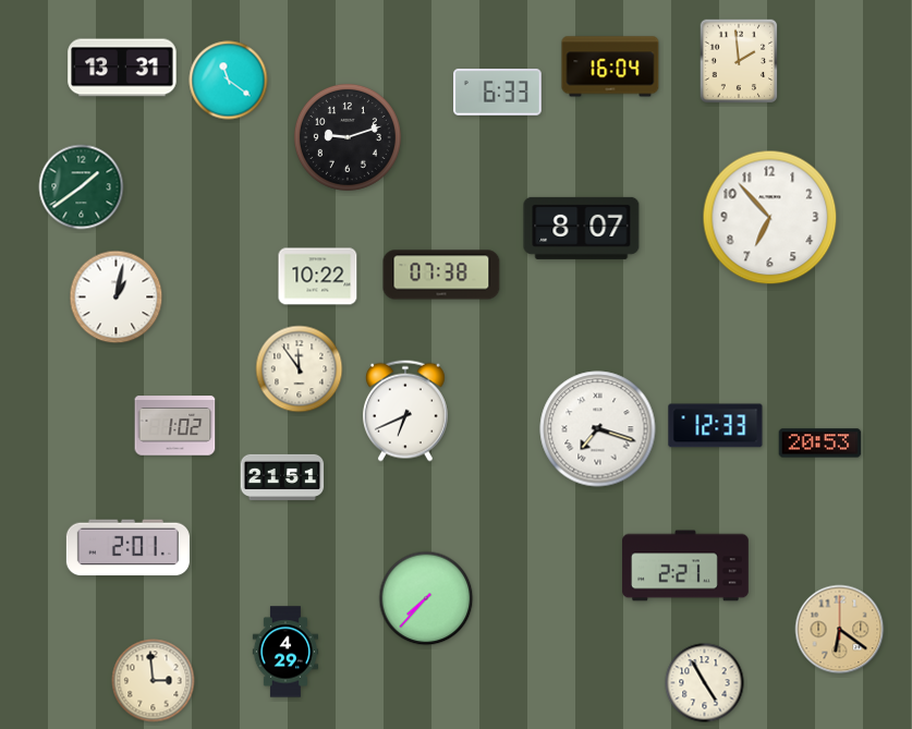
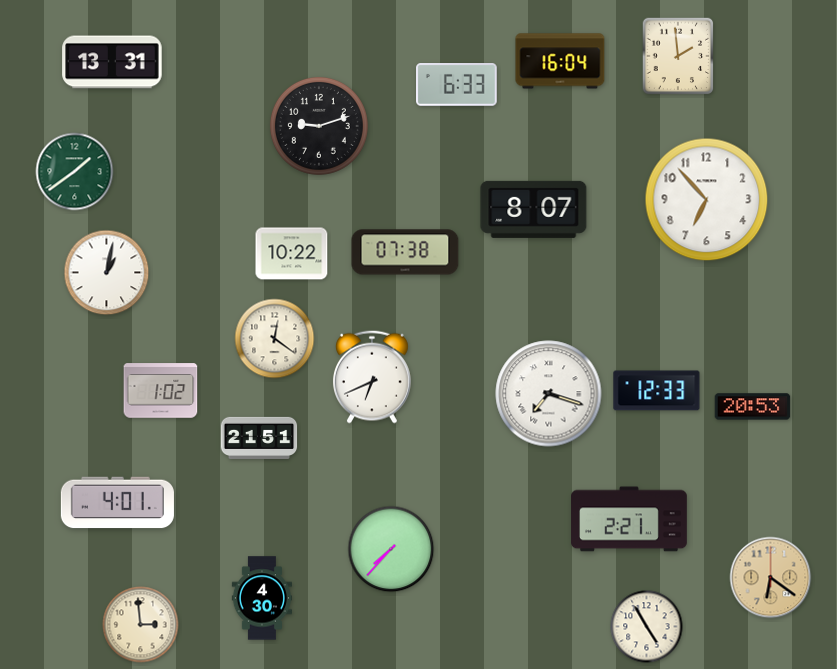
clock at (229, 81): 11:21 -> none
clock at (300, 369): 11:54 -> 12:21
clock at (127, 548): 2:01 -> 4:01
clock at (284, 652): 4:29 -> 4:30
